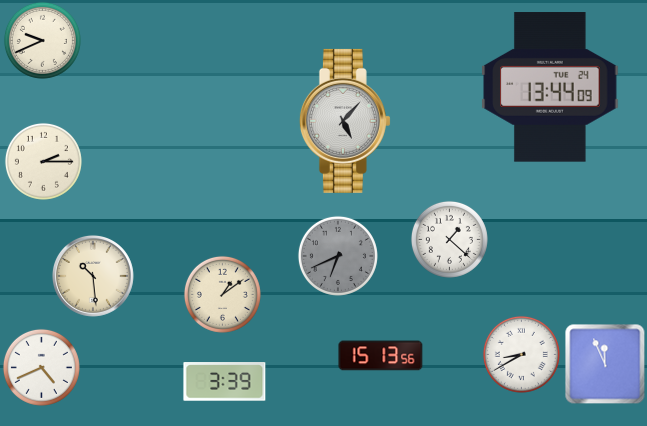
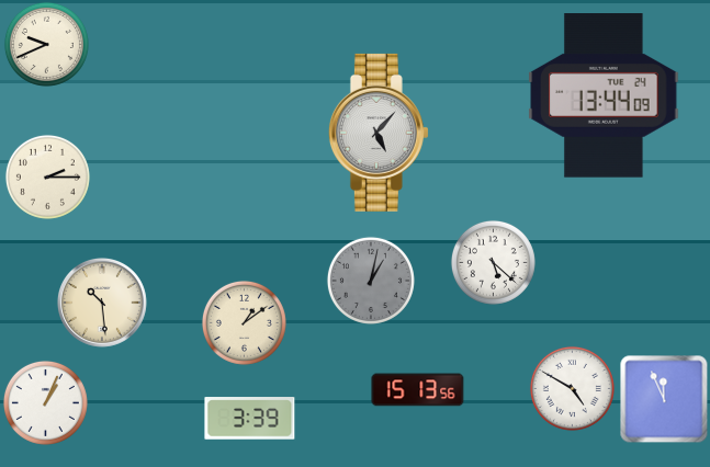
clock at (449, 239): 1:22 -> 5:22
clock at (338, 256): 6:41 -> 1:02
clock at (521, 354): 8:40 -> 4:50
clock at (41, 367): 4:41 -> 1:04
clock at (225, 382) position: (225, 382) -> (250, 419)
